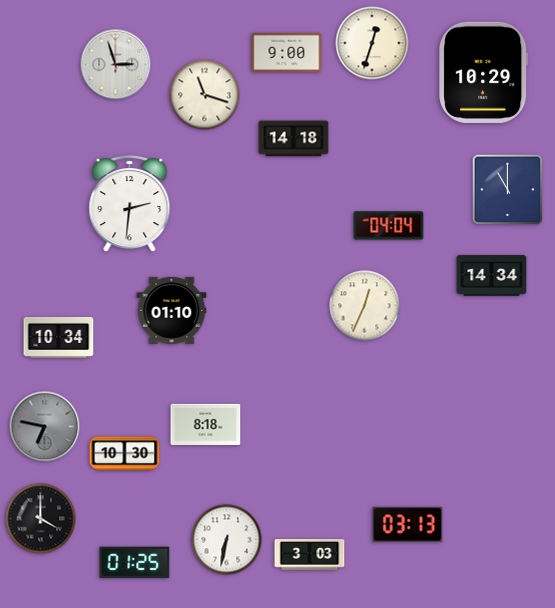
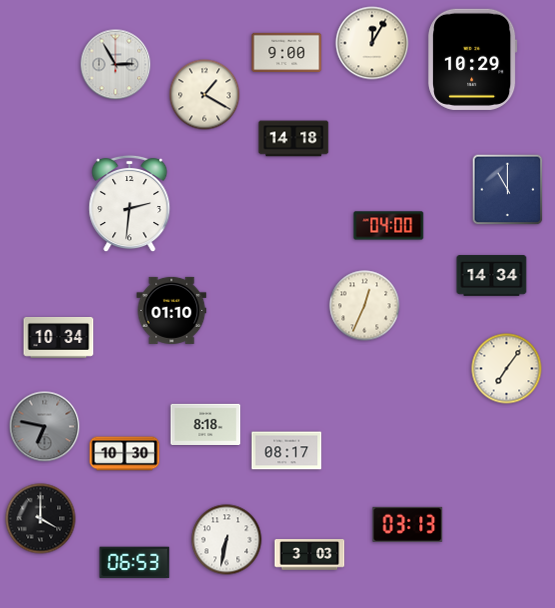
clock at (372, 43): 12:33 -> 12:05
clock at (116, 65): 2:57 -> 2:55
clock at (484, 72) position: (484, 72) -> (473, 59)
clock at (205, 95): 11:18 -> 1:20
clock at (389, 226): 04:04 -> 04:00
clock at (507, 369): none -> 7:06
clock at (287, 451): none -> 08:17
clock at (135, 563): 01:25 -> 06:53
